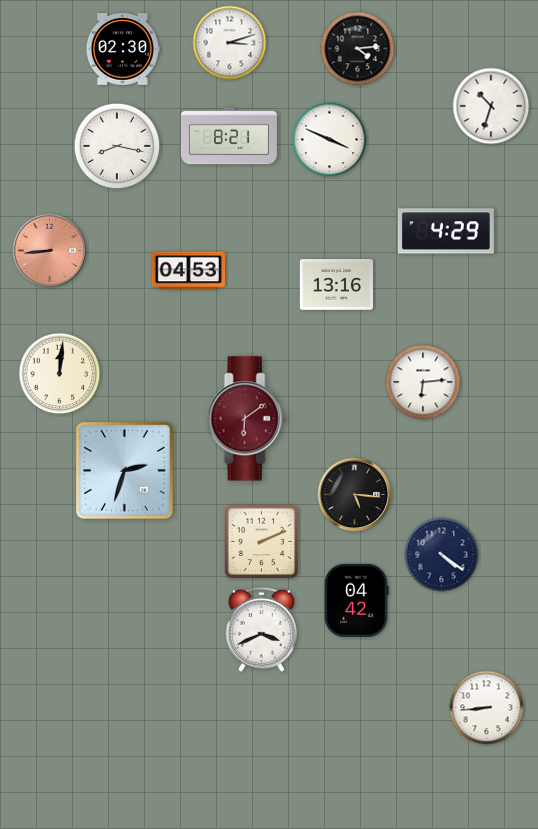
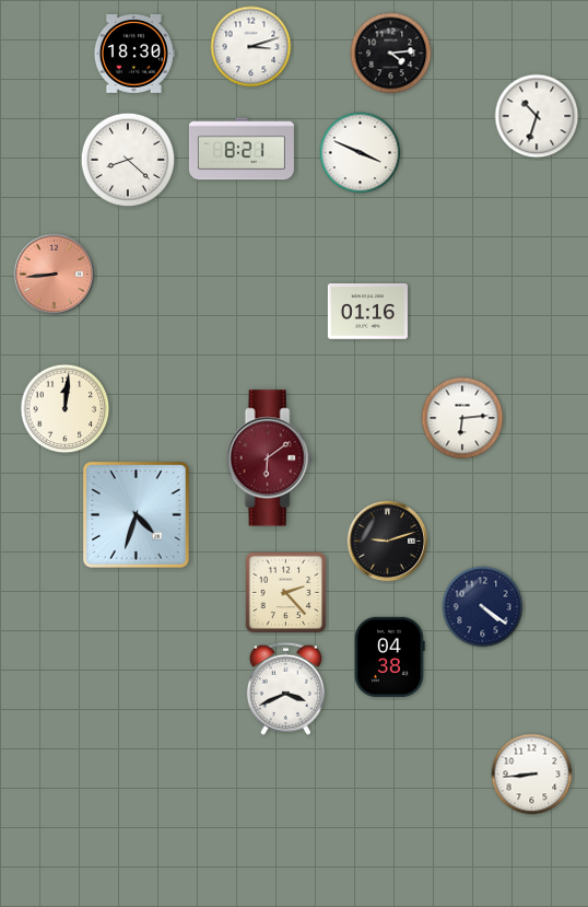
clock at (123, 50): 02:30 -> 18:30
clock at (229, 136) position: (229, 136) -> (242, 149)
clock at (117, 146): 8:17 -> 8:22
clock at (446, 231): 4:29 -> none
clock at (188, 271): 04:53 -> none
clock at (336, 285): 13:16 -> 01:16
clock at (125, 471): 2:33 -> 4:33
clock at (355, 495): 5:16 -> 9:12
clock at (262, 542): 2:11 -> 2:23
clock at (357, 600): 04:42 -> 04:38
